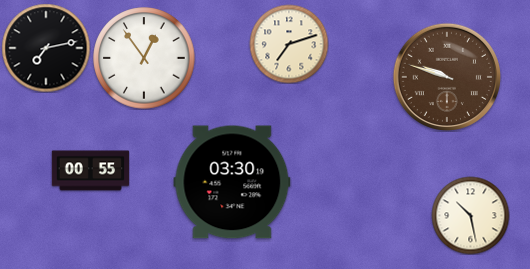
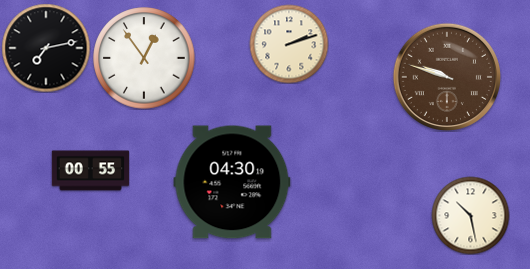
clock at (289, 44): 7:12 -> 2:12
clock at (232, 182): 03:30 -> 04:30
